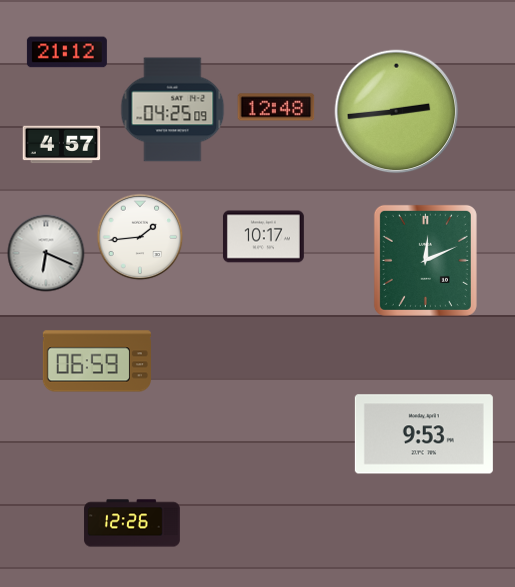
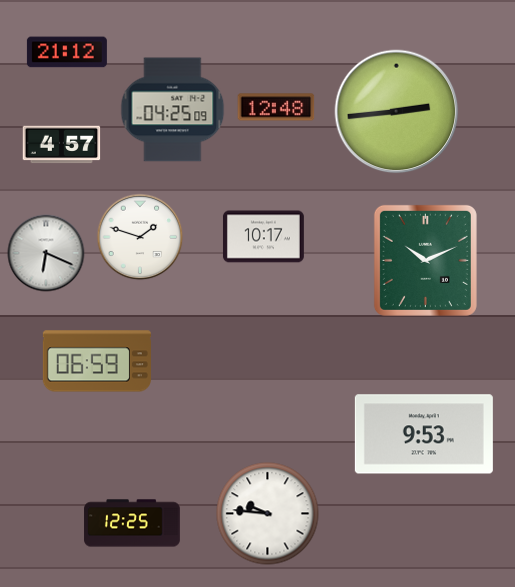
clock at (140, 237): 1:44 -> 1:48
clock at (425, 260): 12:11 -> 10:11
clock at (268, 514): none -> 9:46
clock at (132, 523): 12:26 -> 12:25
